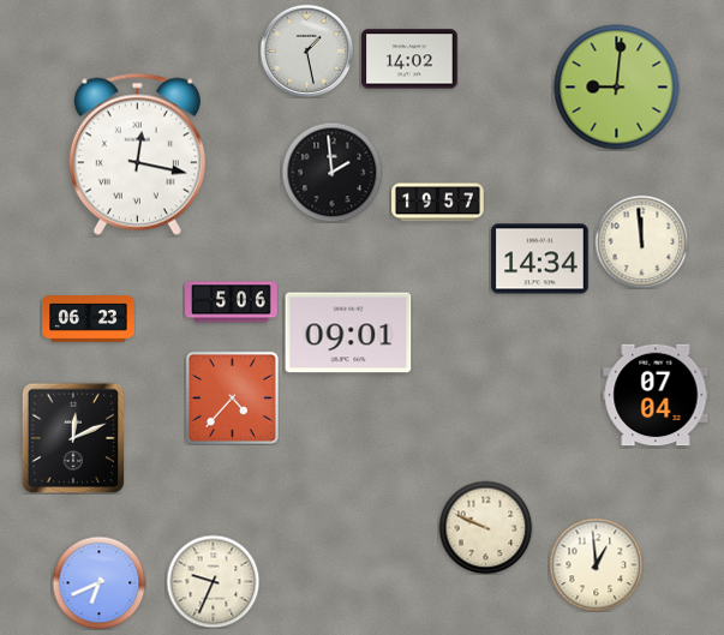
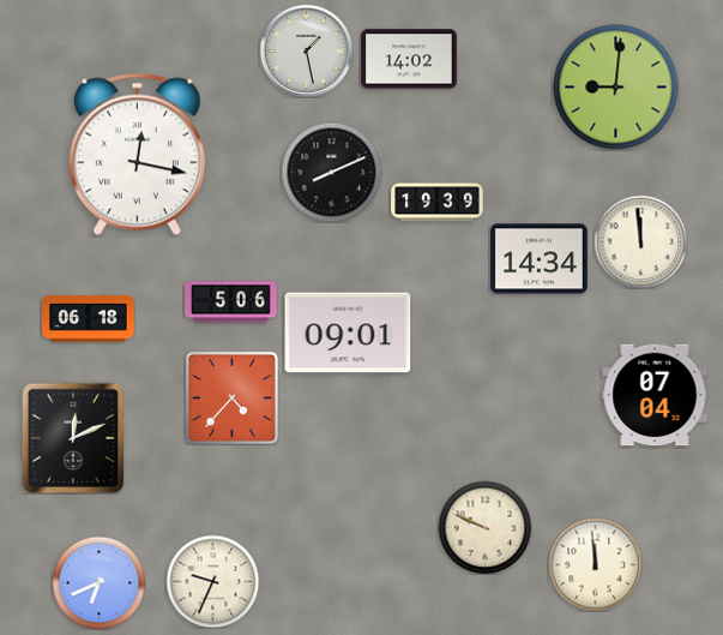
clock at (331, 172): 1:59 -> 8:11
clock at (438, 203): 19:57 -> 19:39
clock at (89, 319): 06:23 -> 06:18
clock at (596, 564): 12:59 -> 11:59
